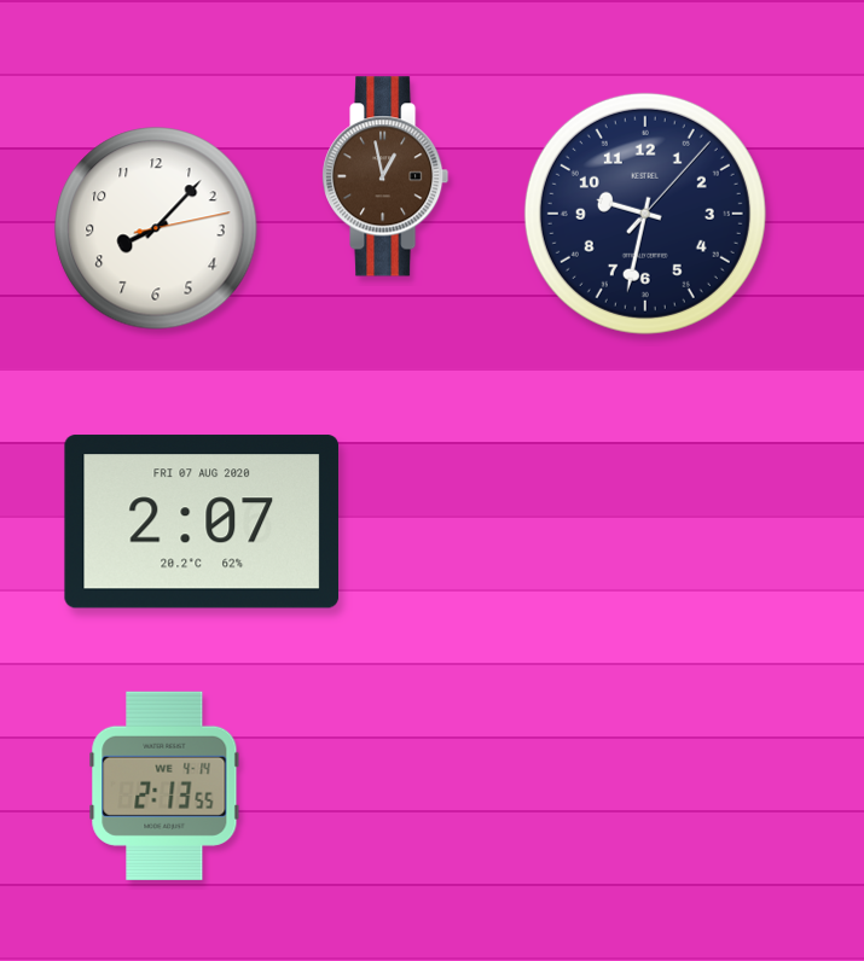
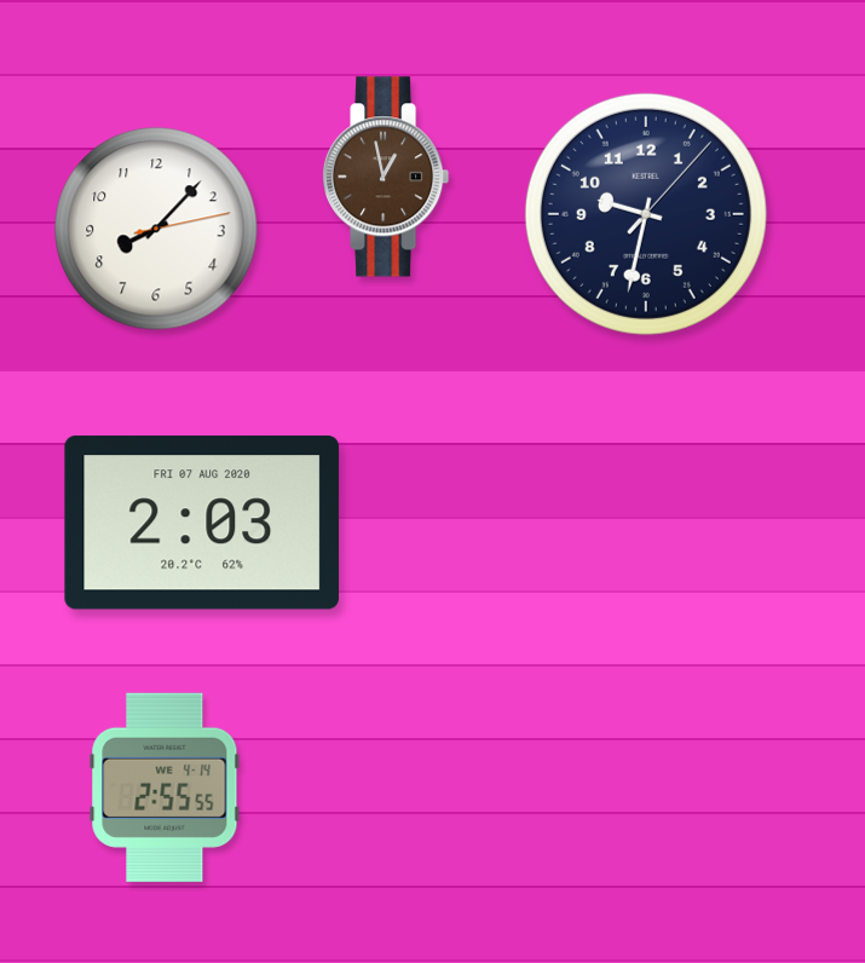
clock at (202, 522): 2:07 -> 2:03
clock at (164, 786): 2:13 -> 2:55
